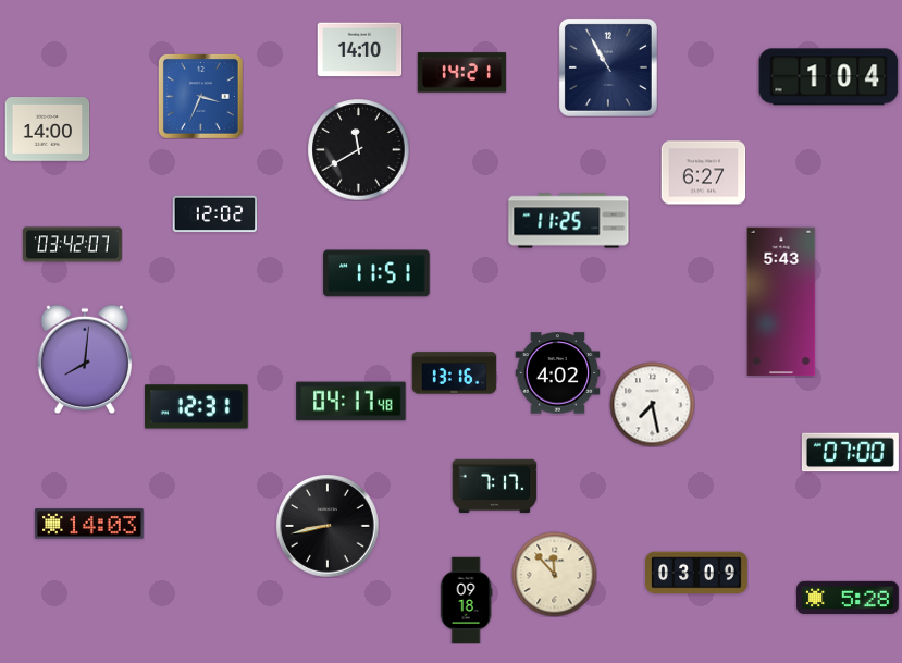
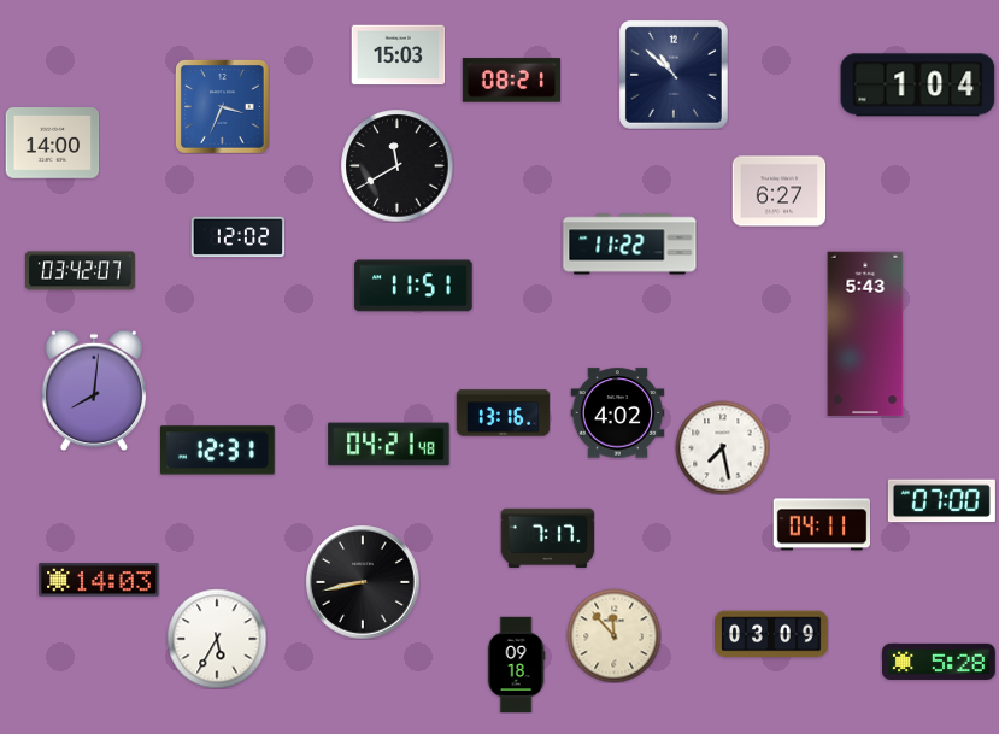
clock at (359, 50): 14:10 -> 15:03
clock at (608, 67): 10:55 -> 10:52
clock at (461, 73): 14:21 -> 08:21
clock at (569, 221): 11:25 -> 11:22
clock at (376, 273) position: (376, 273) -> (413, 286)
clock at (84, 359) position: (84, 359) -> (93, 391)
clock at (351, 402): 04:17 -> 04:21
clock at (822, 524): none -> 04:11
clock at (217, 639): none -> 5:35
